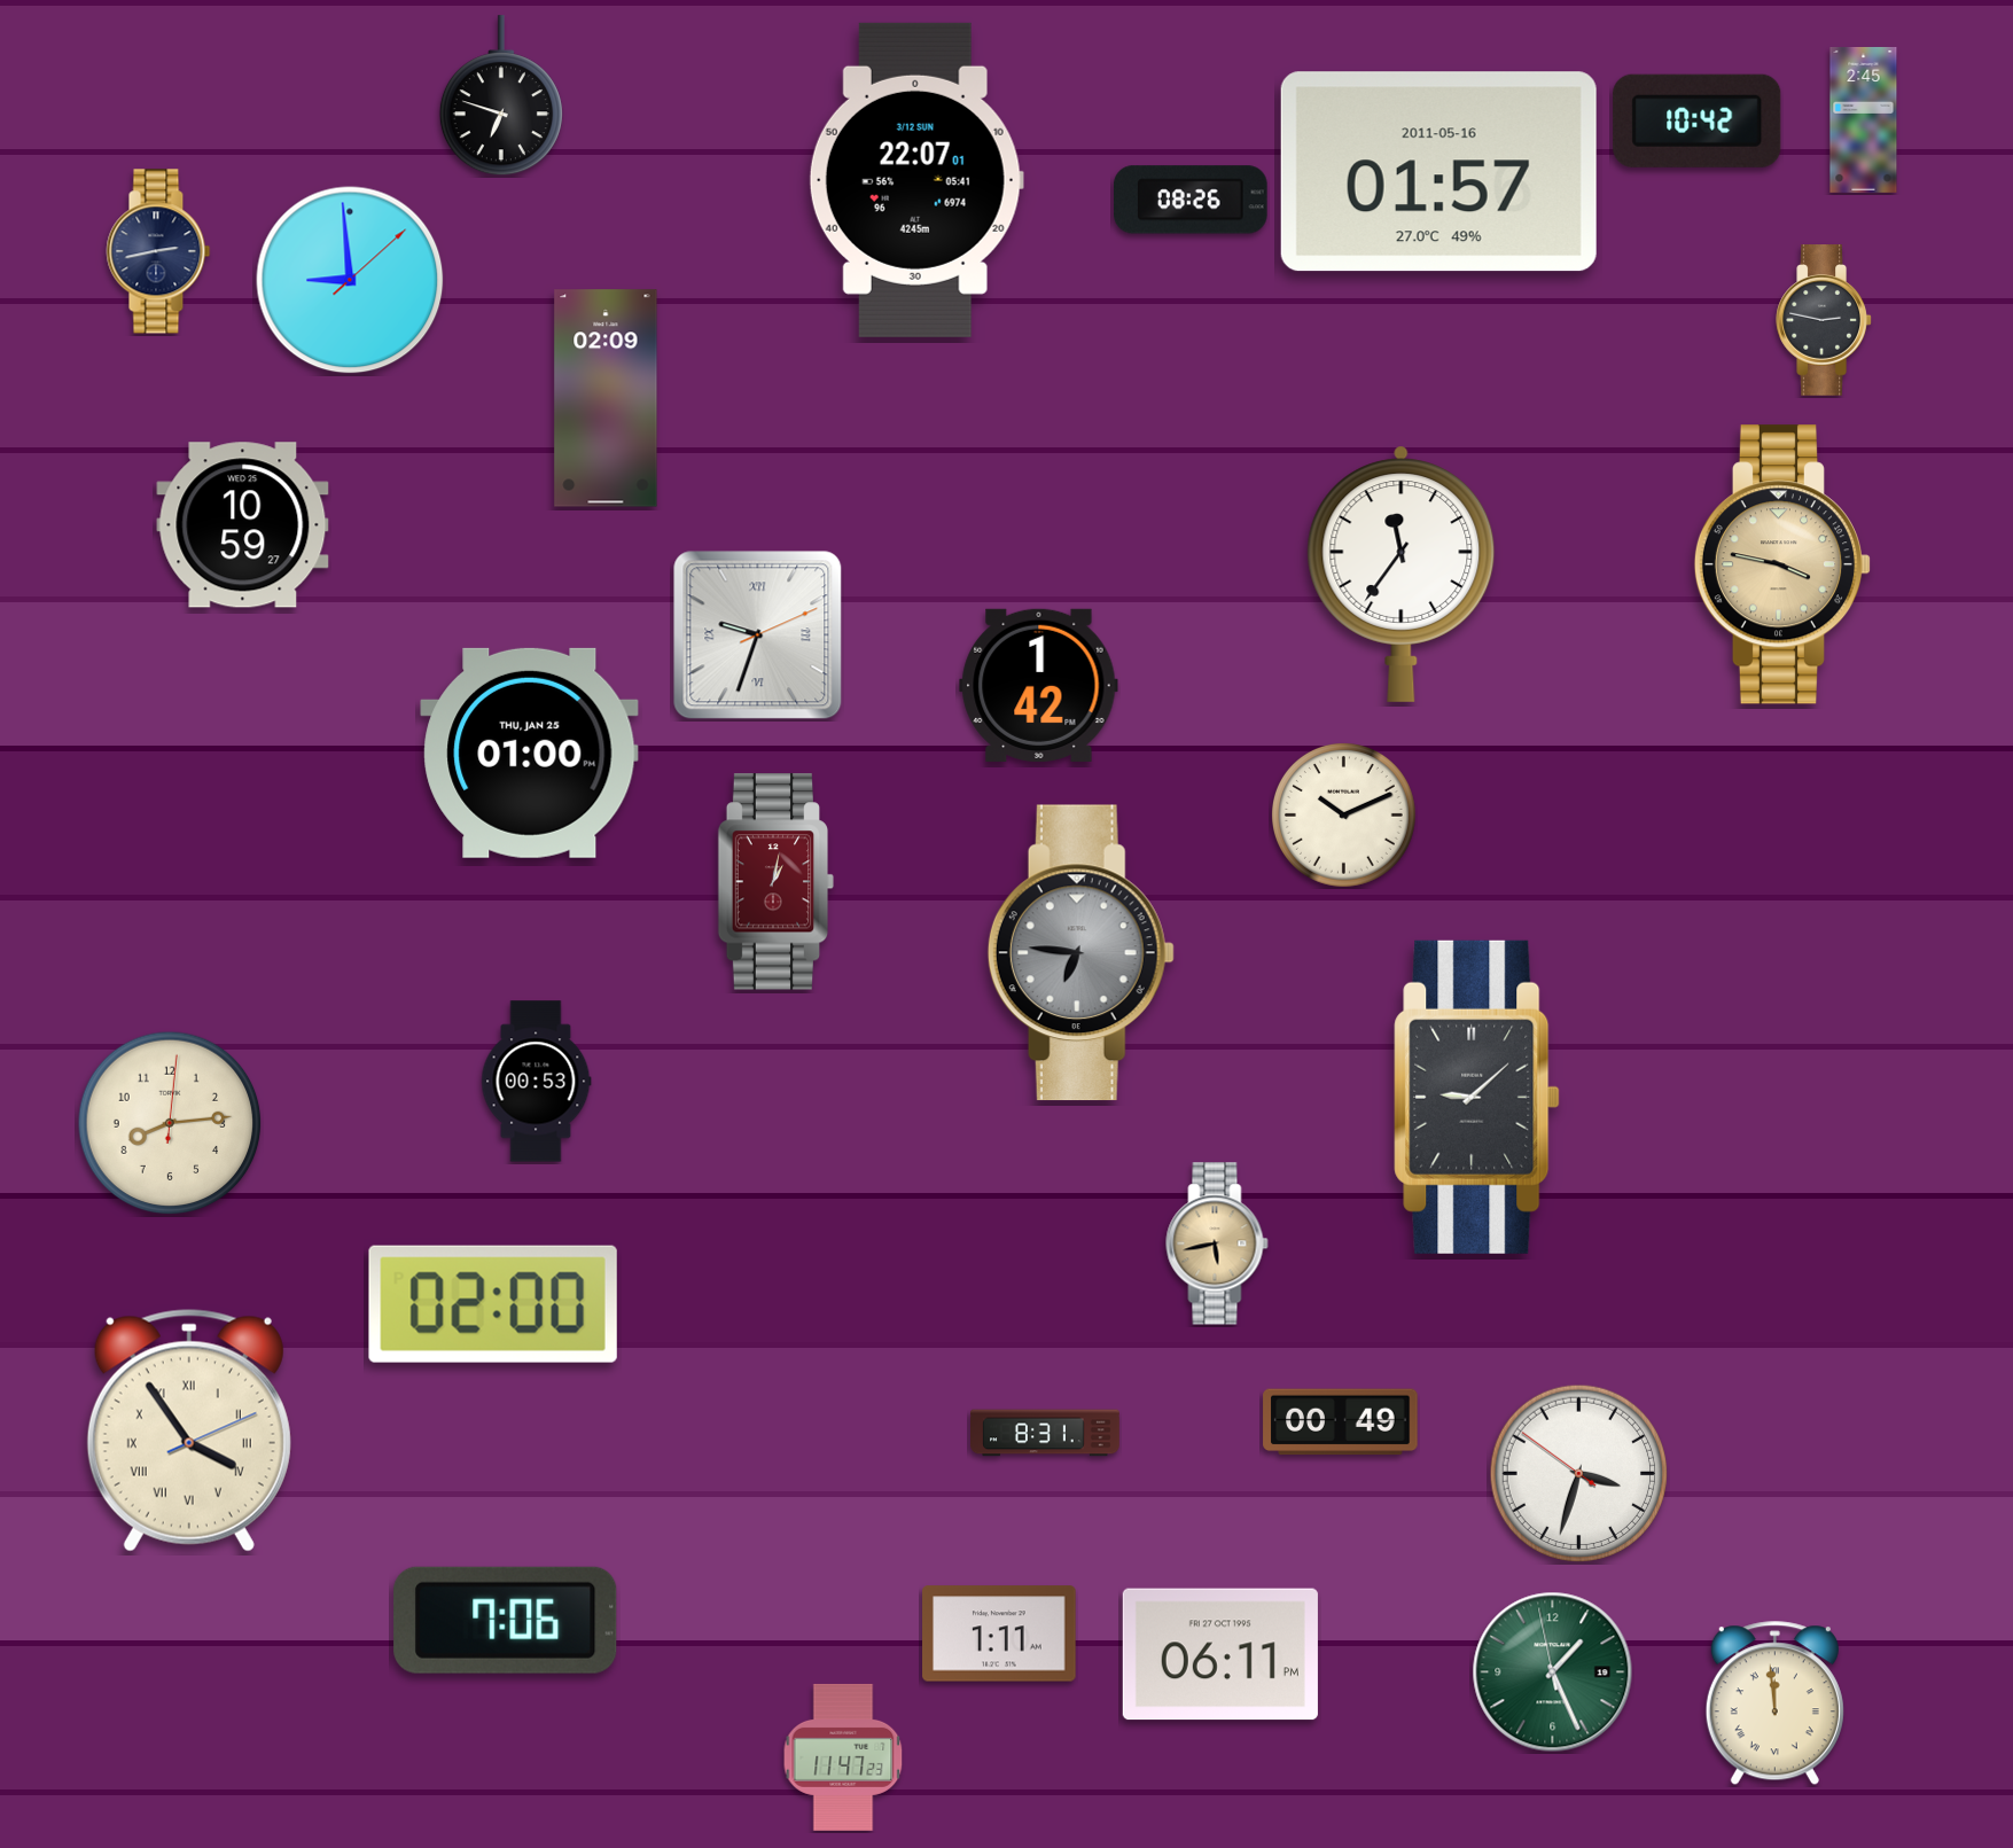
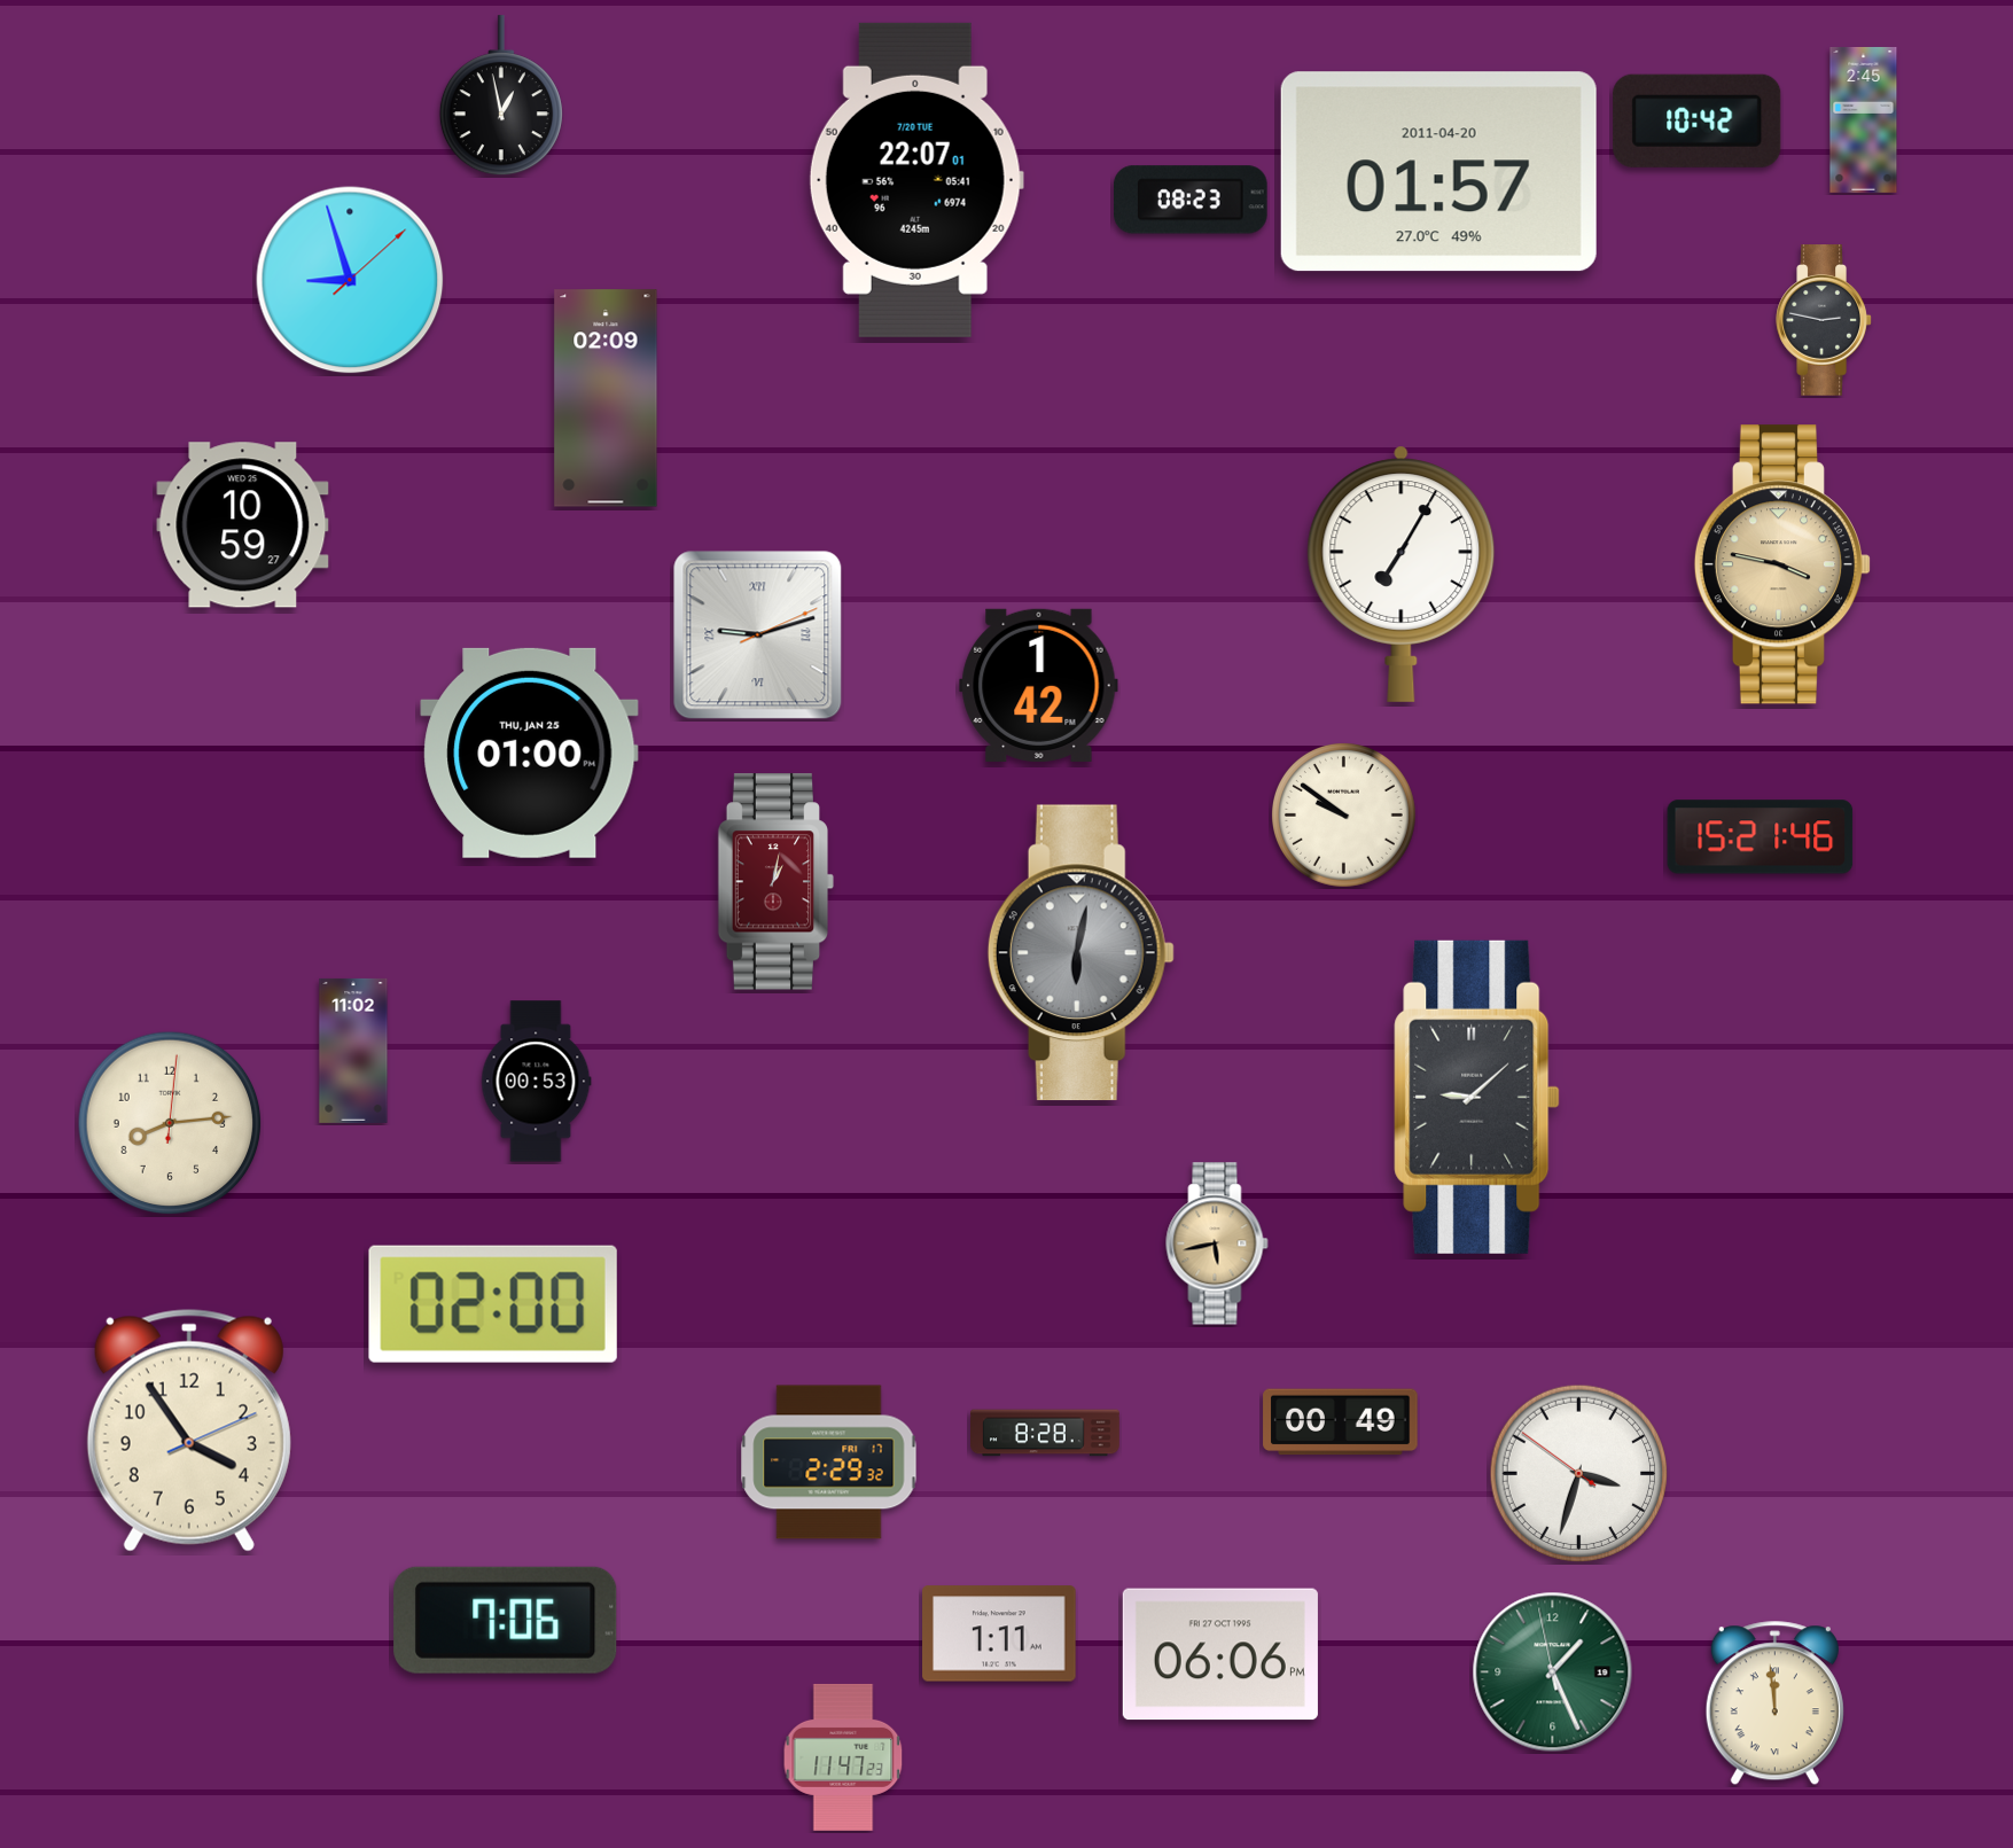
clock at (501, 96): 6:48 -> 12:58
clock at (1438, 172) date: 2011-05-16 -> 2011-04-20
clock at (916, 180) date: 3/12 SUN -> 7/20 TUE
clock at (1192, 200): 08:26 -> 08:23
clock at (158, 251): 2:43 -> none
clock at (350, 280): 8:59 -> 8:57
clock at (1402, 574): 11:36 -> 7:05
clock at (758, 636): 9:33 -> 9:12
clock at (1344, 816): 10:11 -> 9:51
clock at (1761, 837): none -> 15:21
clock at (1080, 953): 6:46 -> 6:02
clock at (353, 1051): none -> 11:02
clock at (189, 1430) numerals: Roman -> Arabic
clock at (1045, 1433): 8:31 -> 8:28
clock at (829, 1463): none -> 2:29
clock at (1220, 1654): 06:11 -> 06:06
